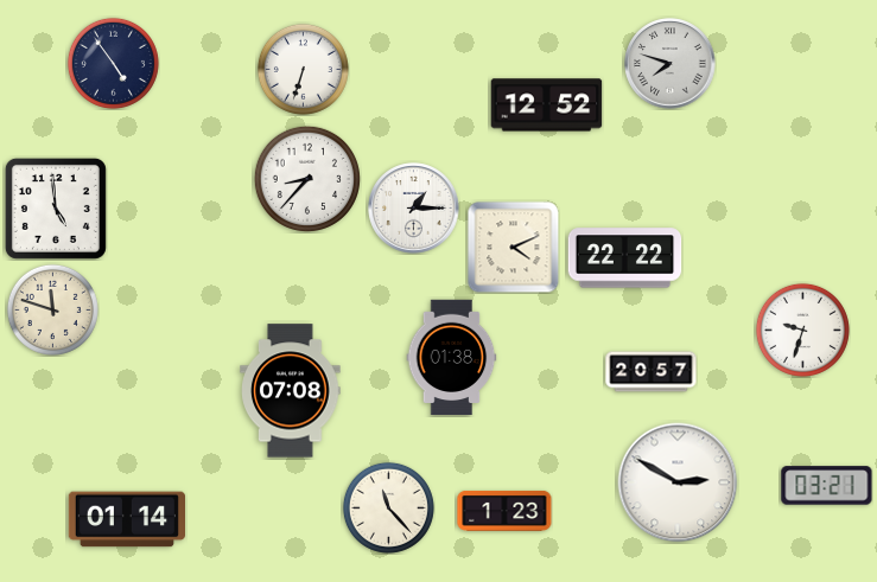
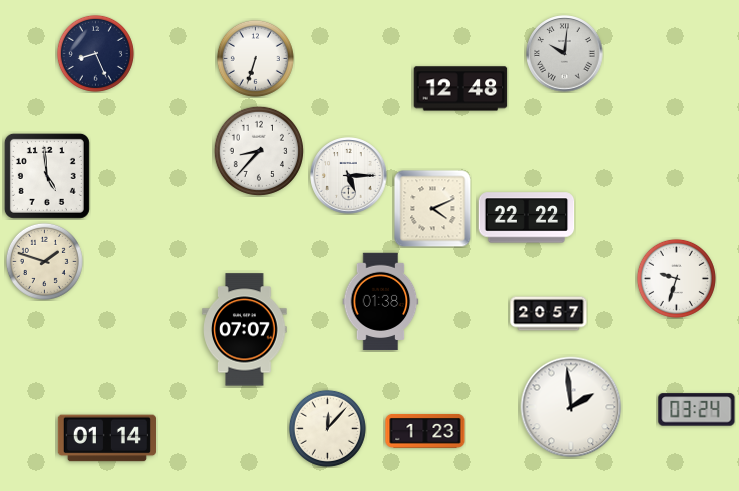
clock at (113, 63): 4:54 -> 8:26
clock at (671, 64): 7:48 -> 10:01
clock at (547, 105): 12:52 -> 12:48
clock at (414, 209): 1:15 -> 5:15
clock at (52, 309): 11:48 -> 1:48
clock at (291, 391): 07:08 -> 07:07
clock at (678, 482): 2:50 -> 1:59
clock at (827, 486): 03:21 -> 03:24
clock at (388, 507): 11:23 -> 12:07
